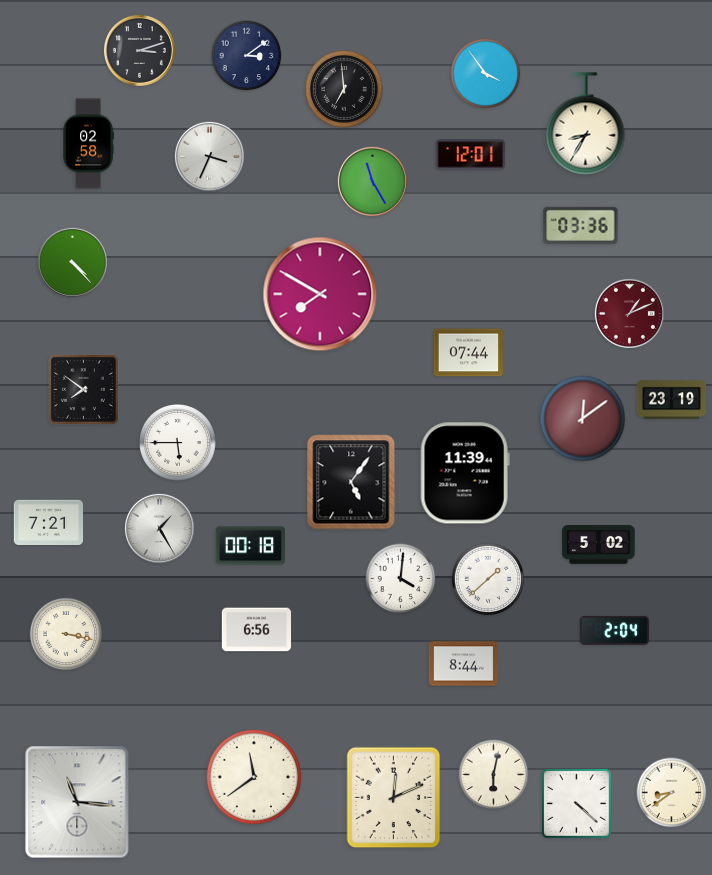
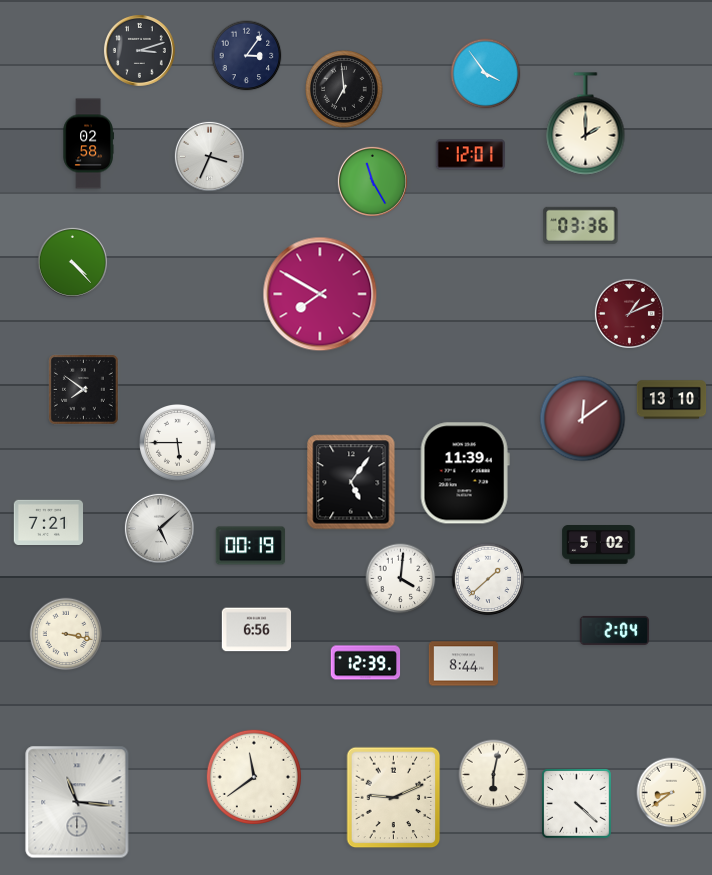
clock at (247, 56): 3:09 -> 3:06
clock at (586, 124): 8:35 -> 2:00
clock at (469, 353): 07:44 -> none
clock at (672, 400): 23:19 -> 13:10
clock at (159, 528): 1:25 -> 5:08
clock at (250, 546): 00:18 -> 00:19
clock at (366, 663): none -> 12:39
clock at (394, 798): 12:11 -> 9:11
